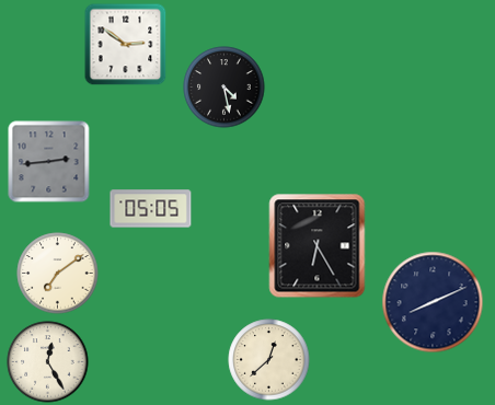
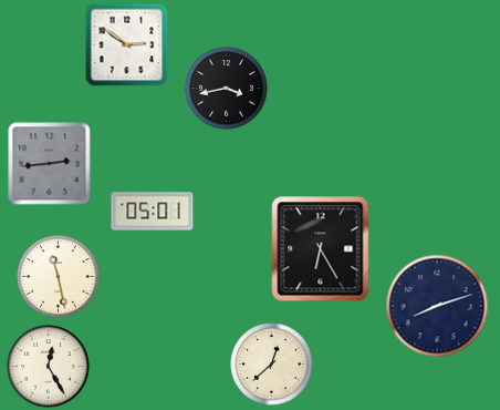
clock at (225, 88): 4:28 -> 3:43
clock at (151, 209): 05:05 -> 05:01
clock at (58, 274): 7:09 -> 11:28
clock at (433, 302): 8:11 -> 8:12
